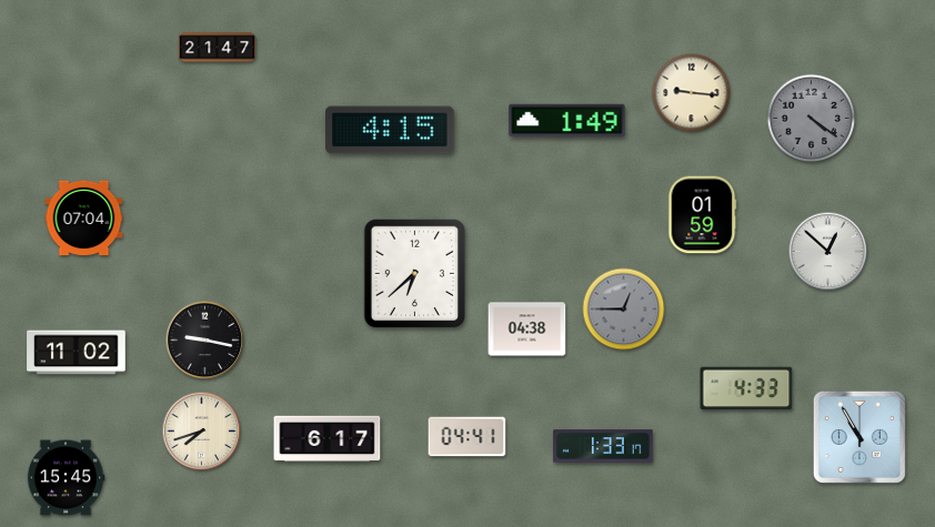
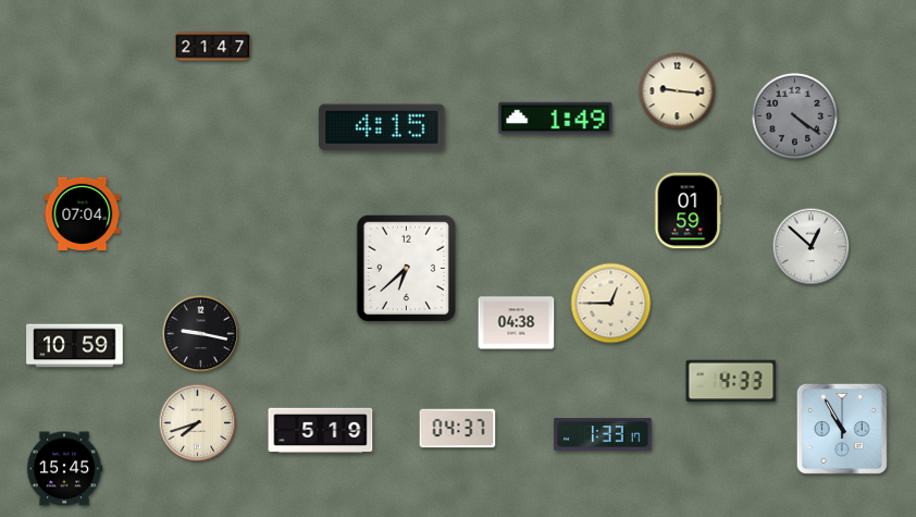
clock at (624, 310) dial: grey -> cream
clock at (77, 353): 11:02 -> 10:59
clock at (467, 437): 04:41 -> 04:37
clock at (328, 439): 6:17 -> 5:19
clock at (603, 446) position: (603, 446) -> (603, 434)
